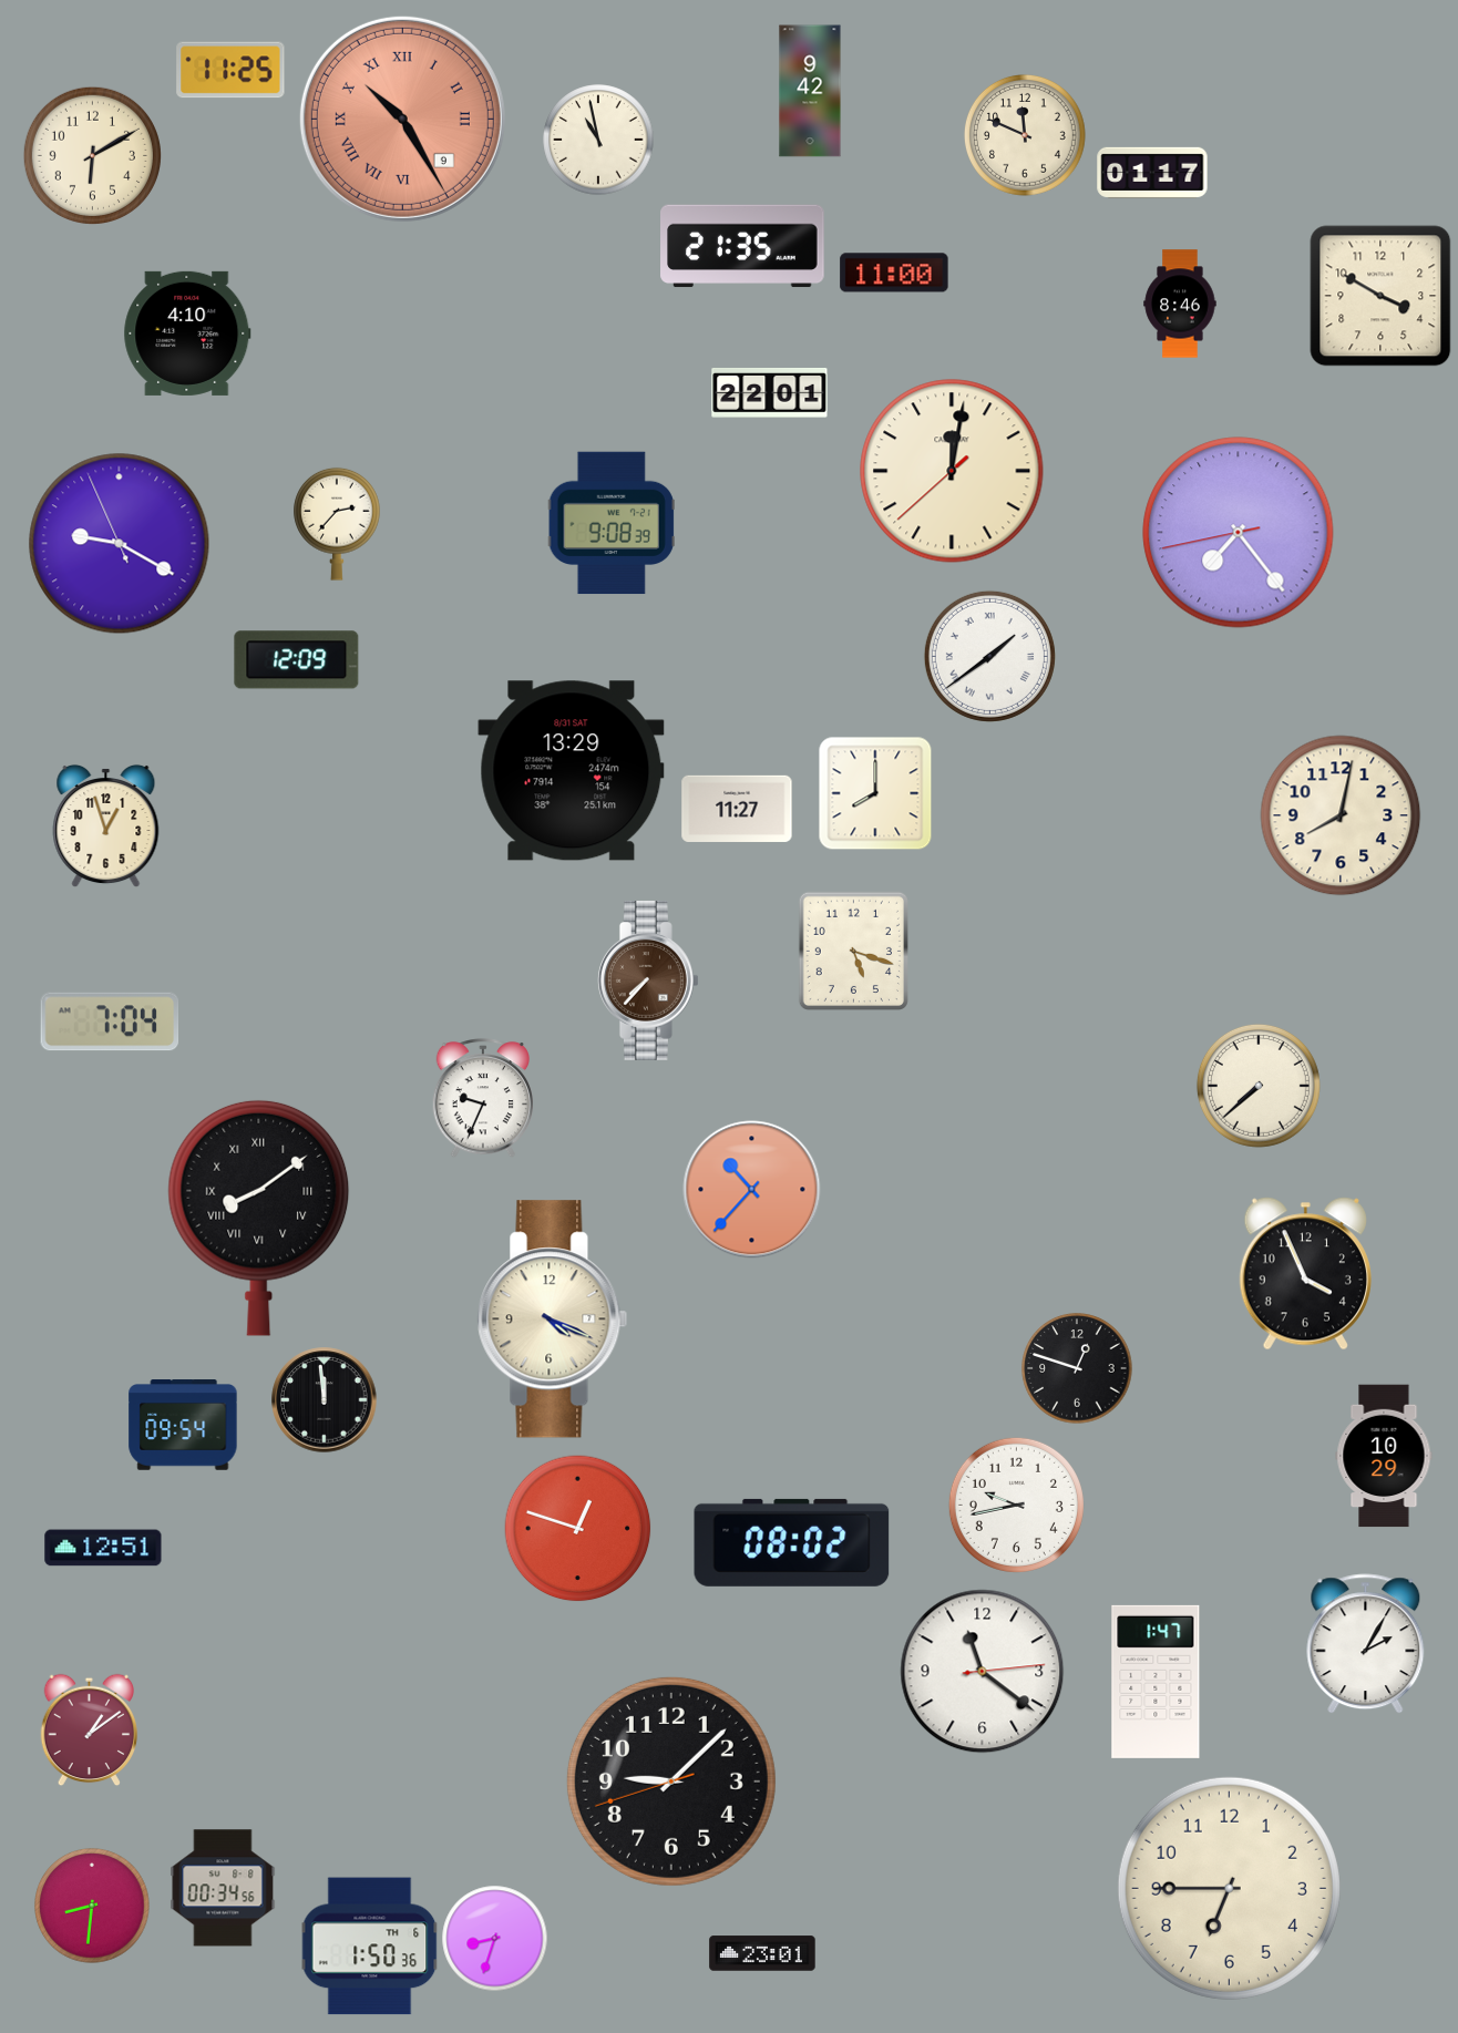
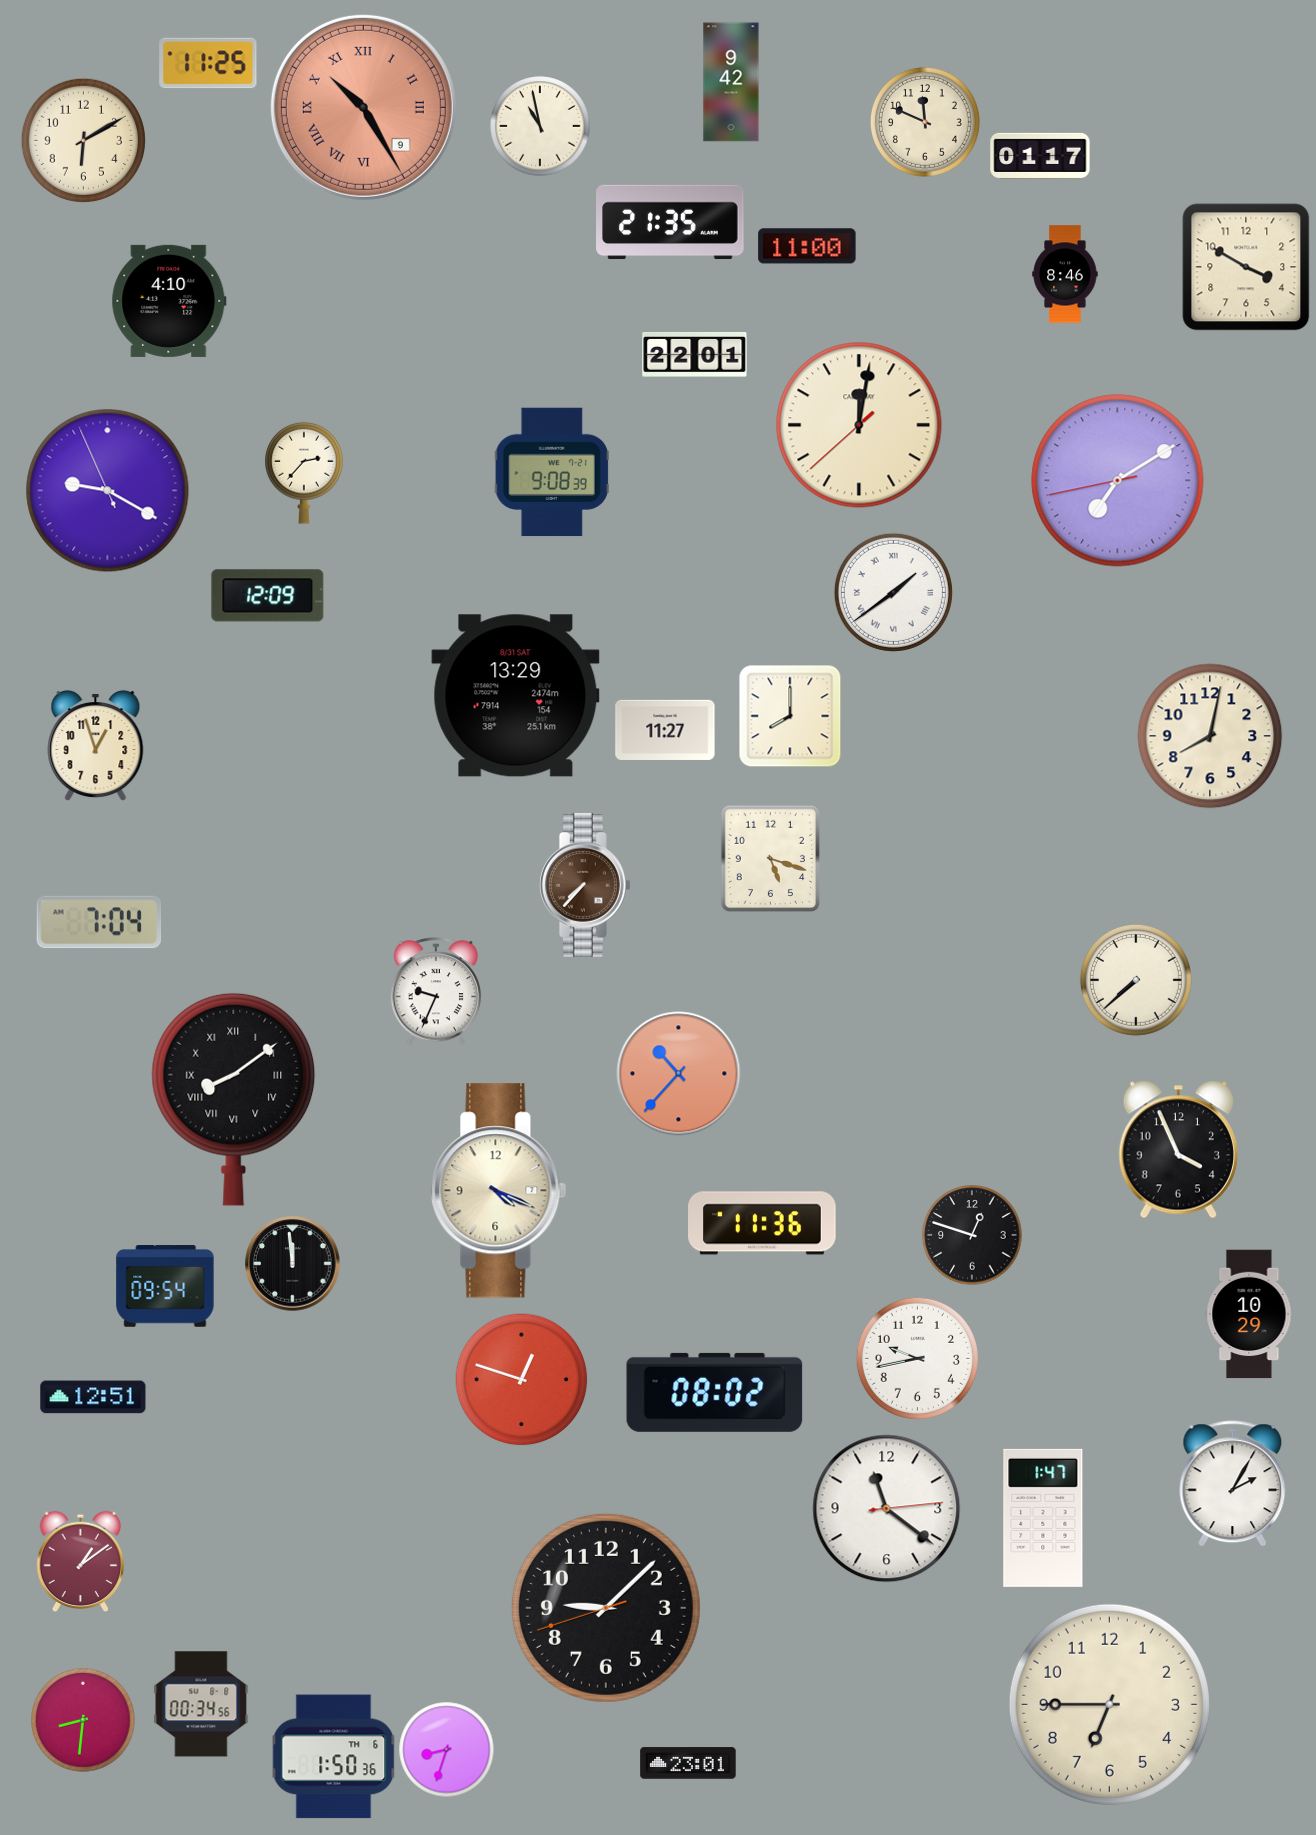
clock at (1239, 533): 7:23 -> 7:09
clock at (762, 1223): none -> 11:36
